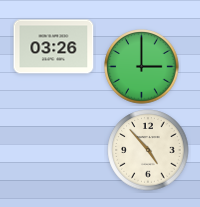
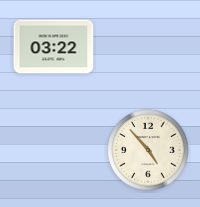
clock at (54, 47): 03:26 -> 03:22
clock at (142, 67): 3:00 -> none
